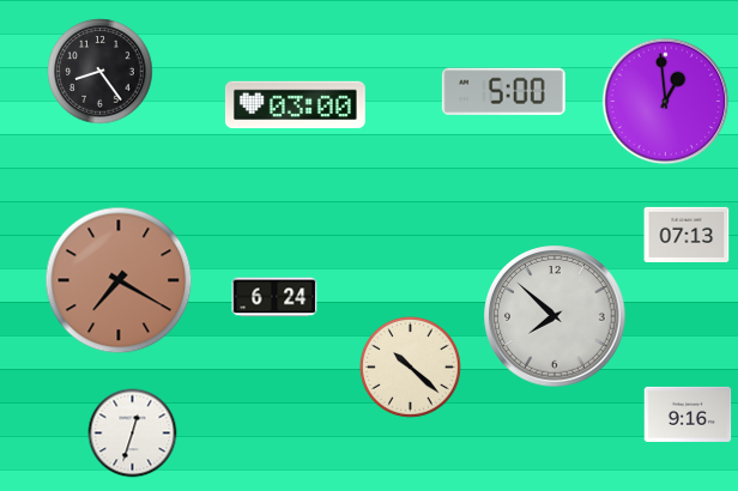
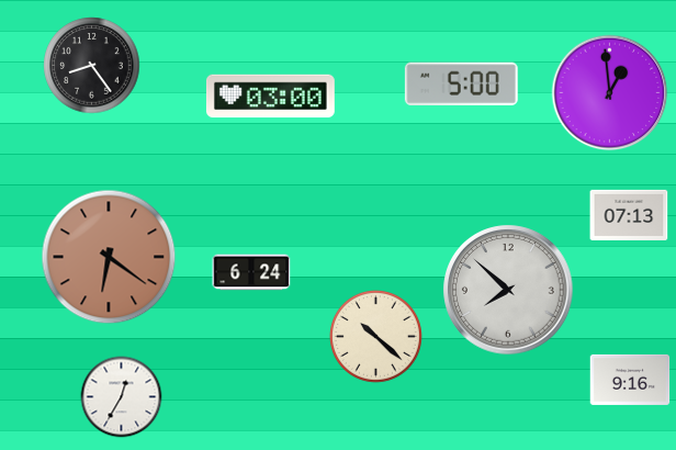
clock at (119, 280): 7:20 -> 6:21
clock at (133, 434): 12:33 -> 12:35
